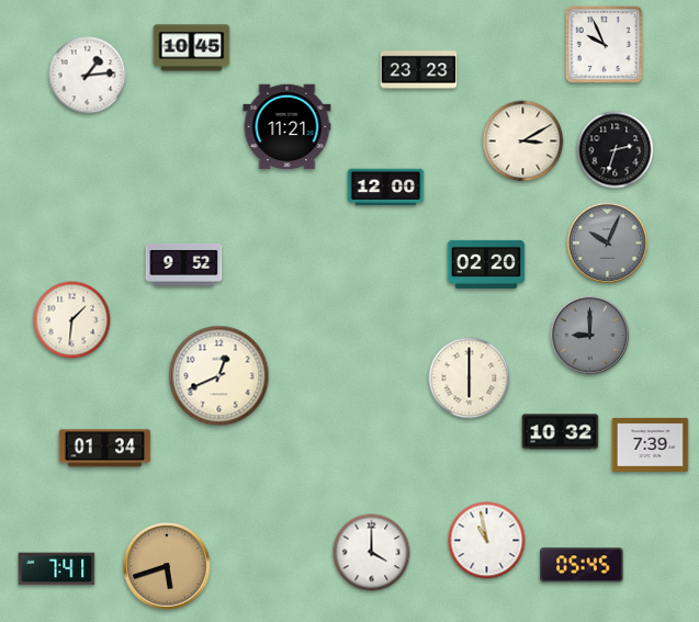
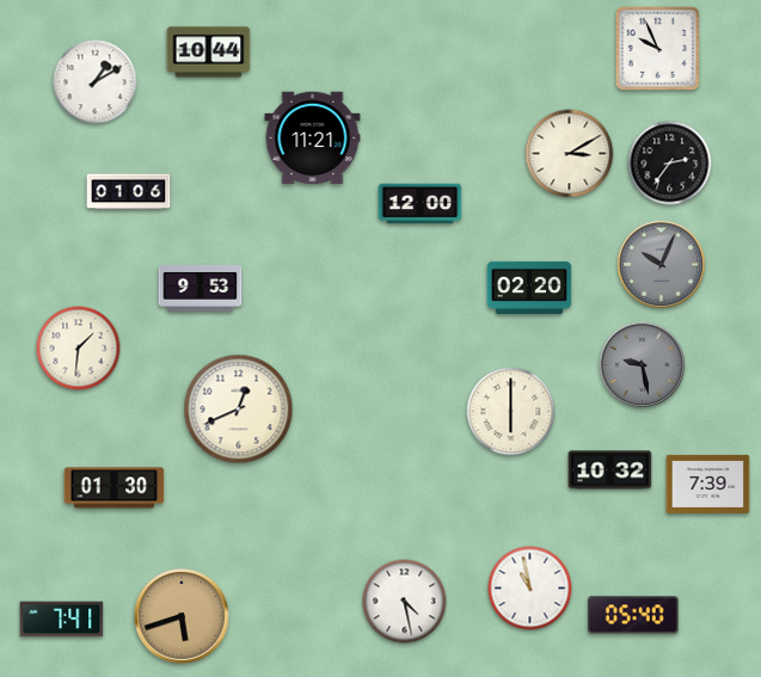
clock at (192, 48): 10:45 -> 10:44
clock at (419, 70): 23:23 -> none
clock at (88, 76): 1:14 -> 1:10
clock at (616, 150): 2:33 -> 2:36
clock at (129, 192): none -> 01:06
clock at (184, 265): 9:52 -> 9:53
clock at (590, 336): 9:00 -> 9:28
clock at (105, 449): 01:34 -> 01:30
clock at (372, 553): 4:00 -> 4:28
clock at (582, 565): 05:45 -> 05:40
